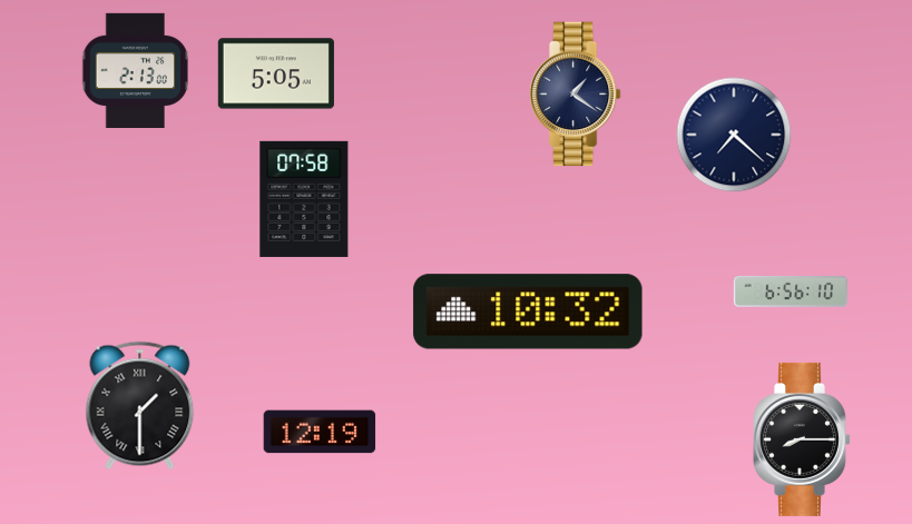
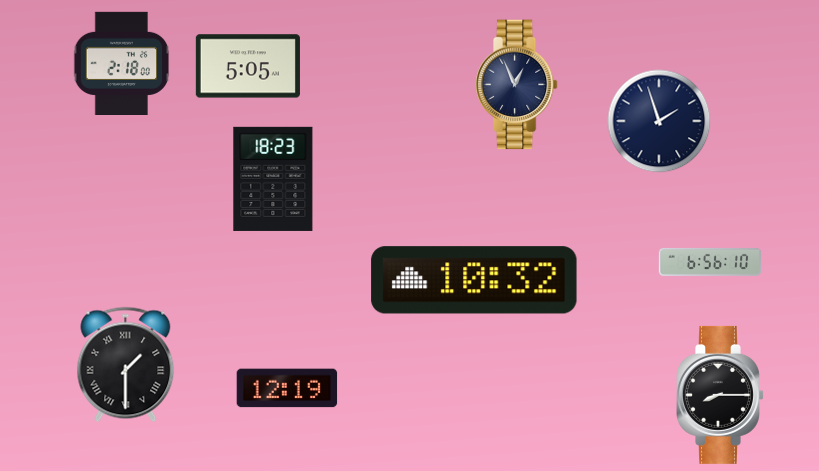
clock at (136, 70): 2:13 -> 2:18
clock at (575, 95): 1:21 -> 12:56
clock at (734, 135): 7:22 -> 1:57
clock at (304, 199): 07:58 -> 18:23
